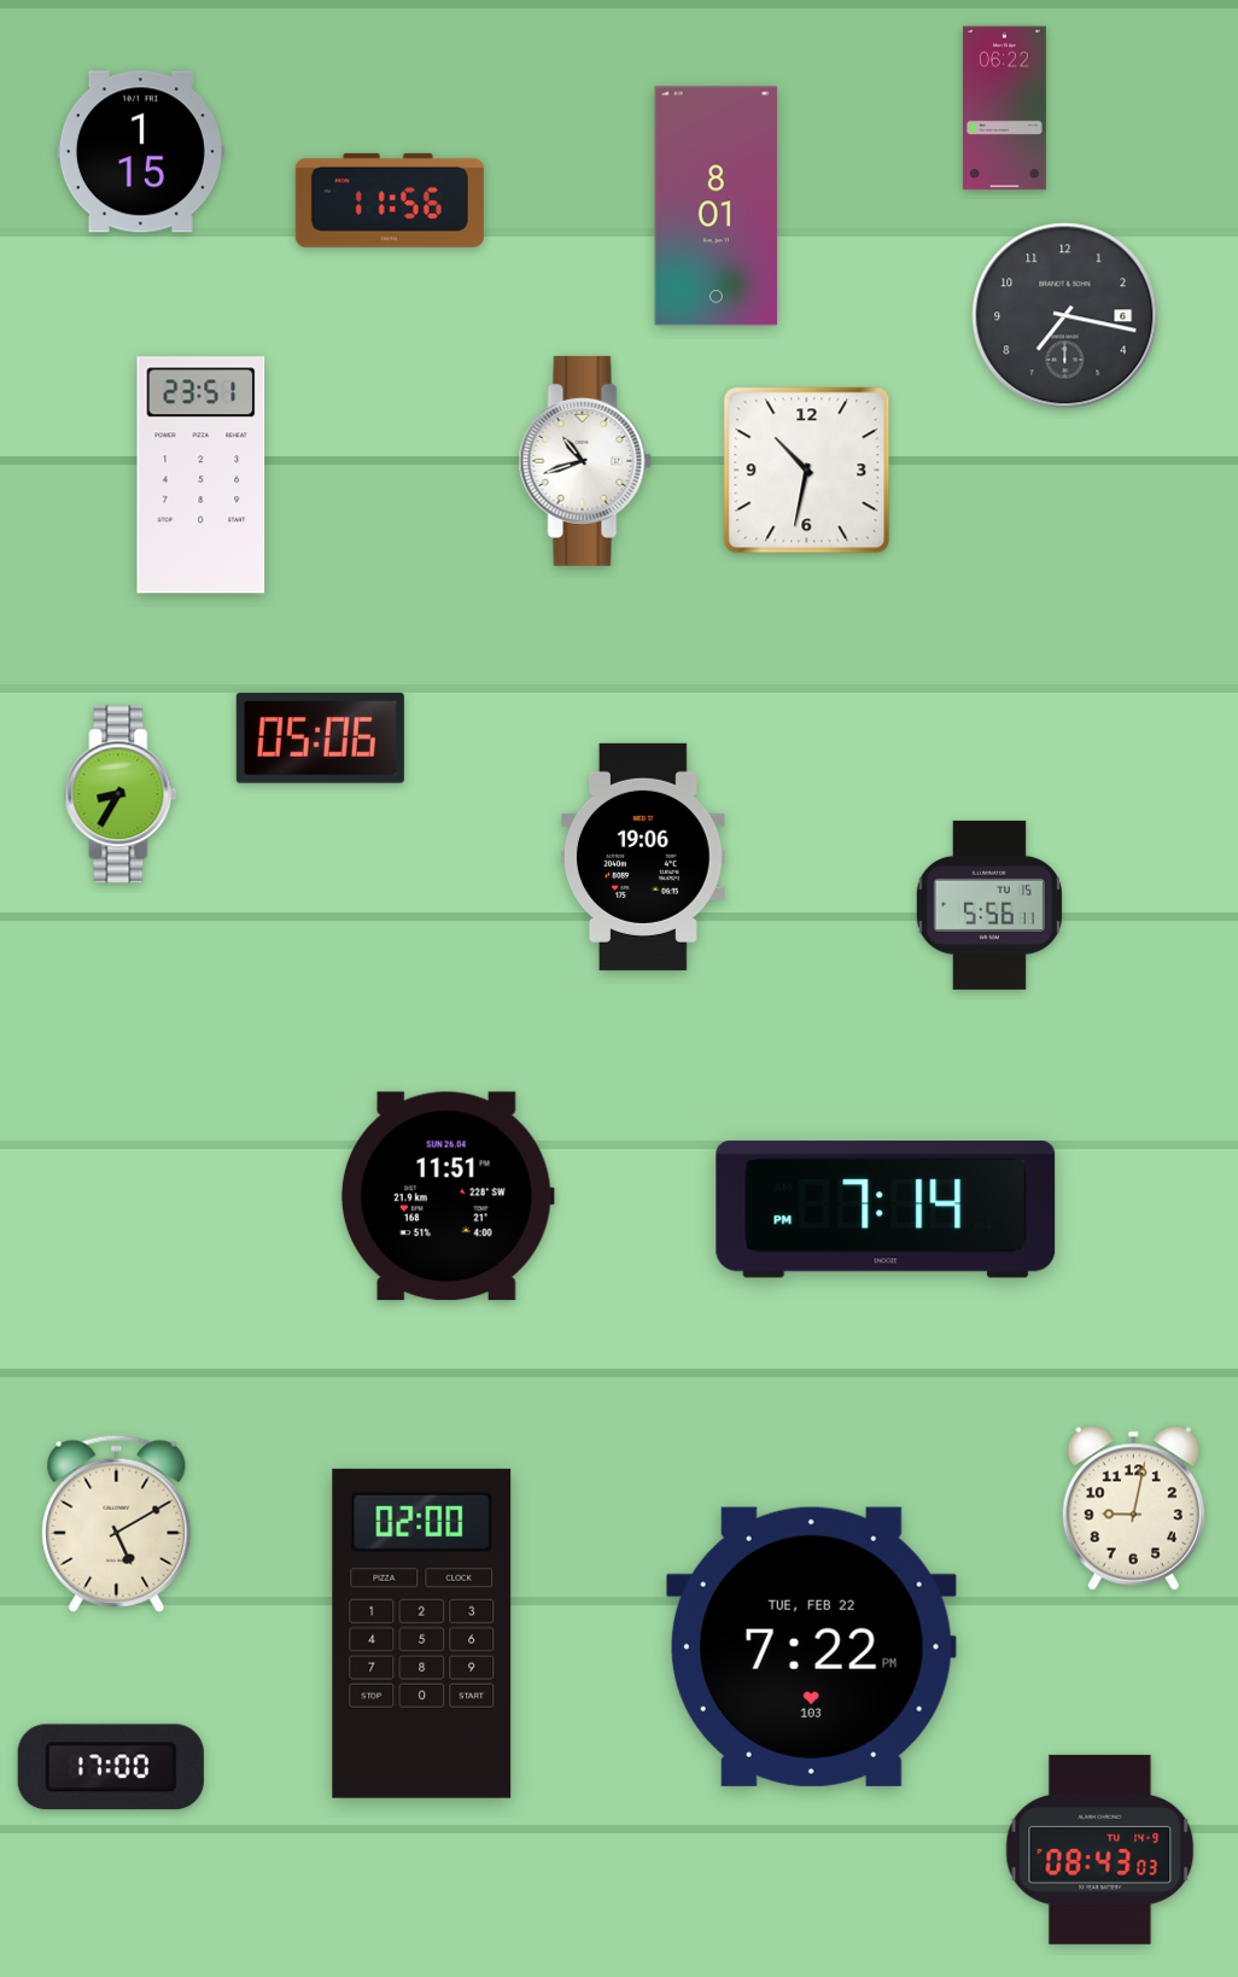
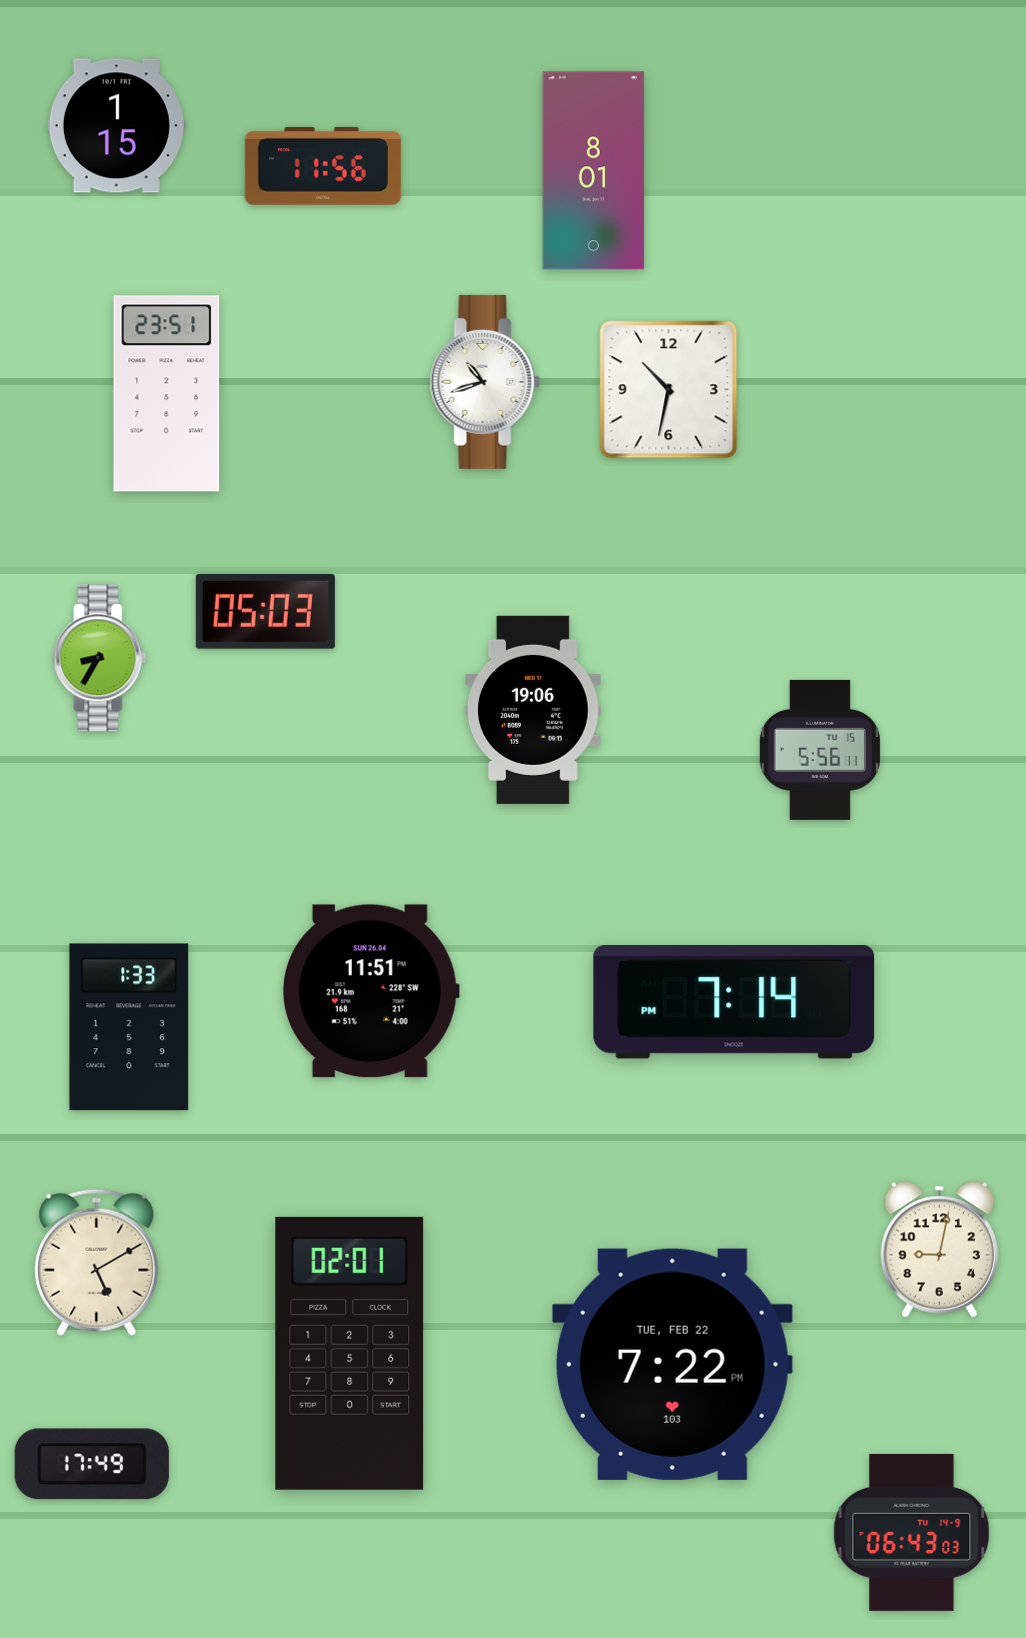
clock at (1004, 109): 06:22 -> none
clock at (1065, 316): 7:17 -> none
clock at (320, 739): 05:06 -> 05:03
clock at (129, 1027): none -> 1:33
clock at (422, 1633): 02:00 -> 02:01
clock at (111, 1767): 17:00 -> 17:49
clock at (1100, 1849): 08:43 -> 06:43
